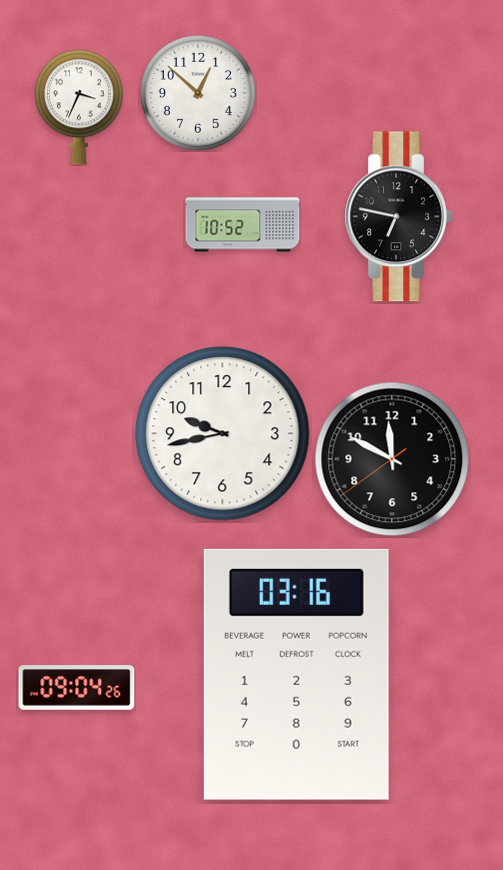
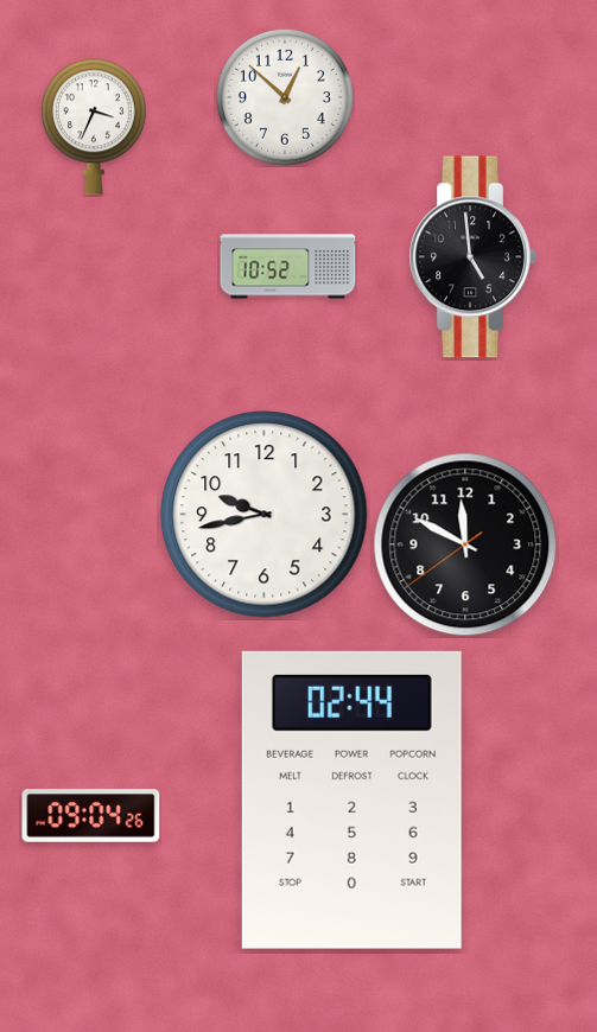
clock at (198, 93) position: (198, 93) -> (285, 97)
clock at (398, 217): 6:47 -> 4:59
clock at (296, 674): 03:16 -> 02:44
